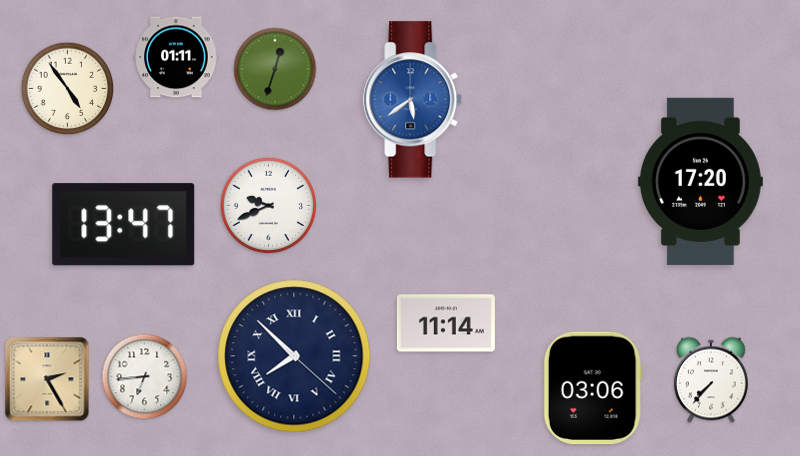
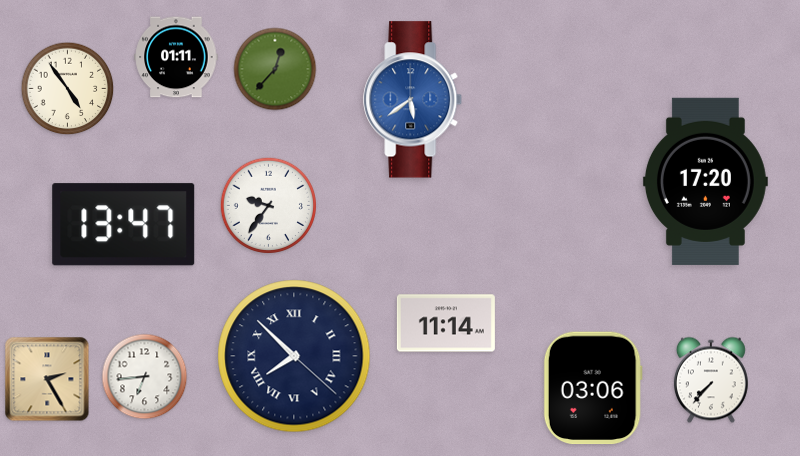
clock at (275, 69): 12:33 -> 12:37
clock at (700, 181) position: (700, 181) -> (705, 181)
clock at (268, 205): 9:41 -> 9:36
